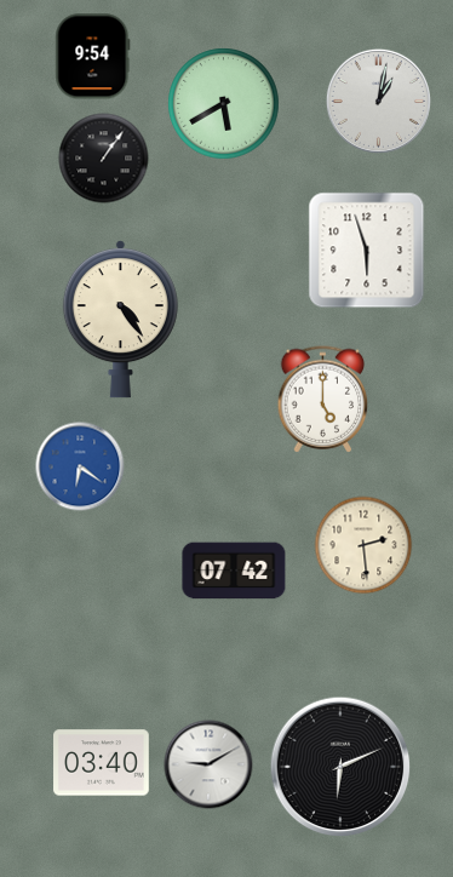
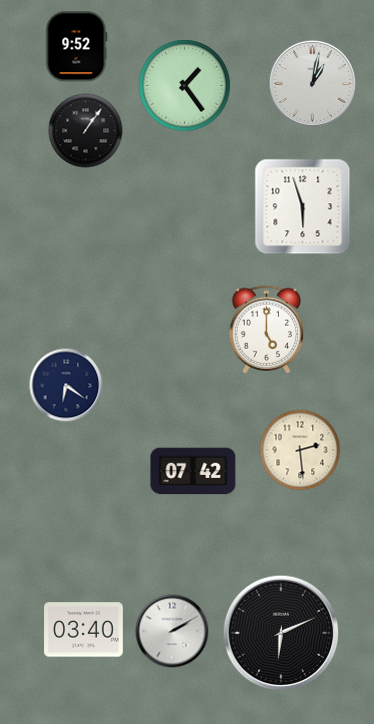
clock at (93, 57): 9:54 -> 9:52
clock at (224, 104): 5:40 -> 1:24
clock at (120, 320): 4:24 -> none
clock at (80, 466) dial: blue -> navy
clock at (208, 764): 9:10 -> 2:10
